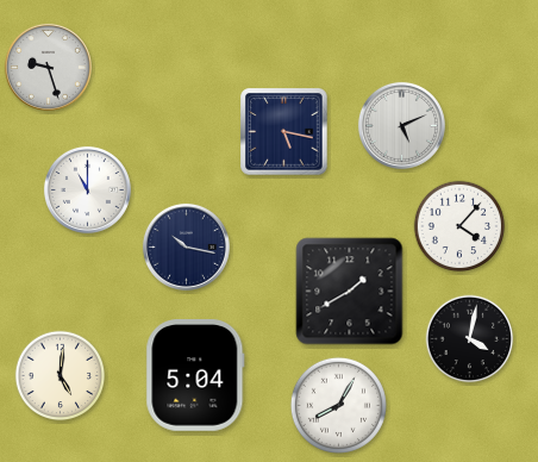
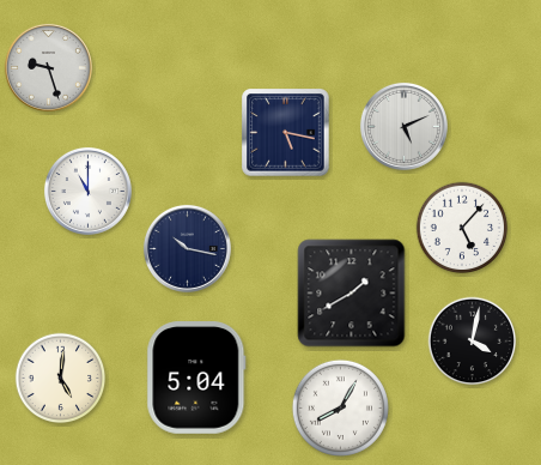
clock at (459, 226): 4:07 -> 5:07
